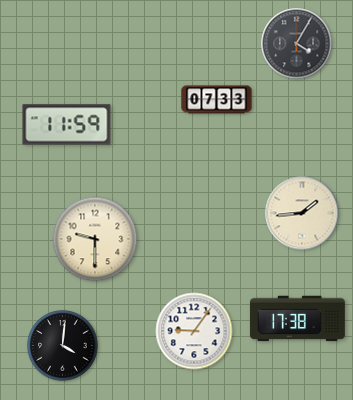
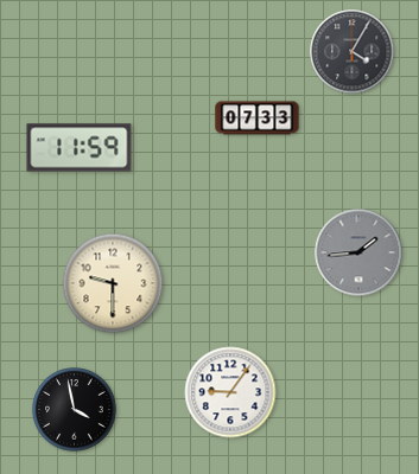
clock at (302, 213) dial: cream -> grey
clock at (297, 319): 17:38 -> none
clock at (63, 346): 4:01 -> 3:58
